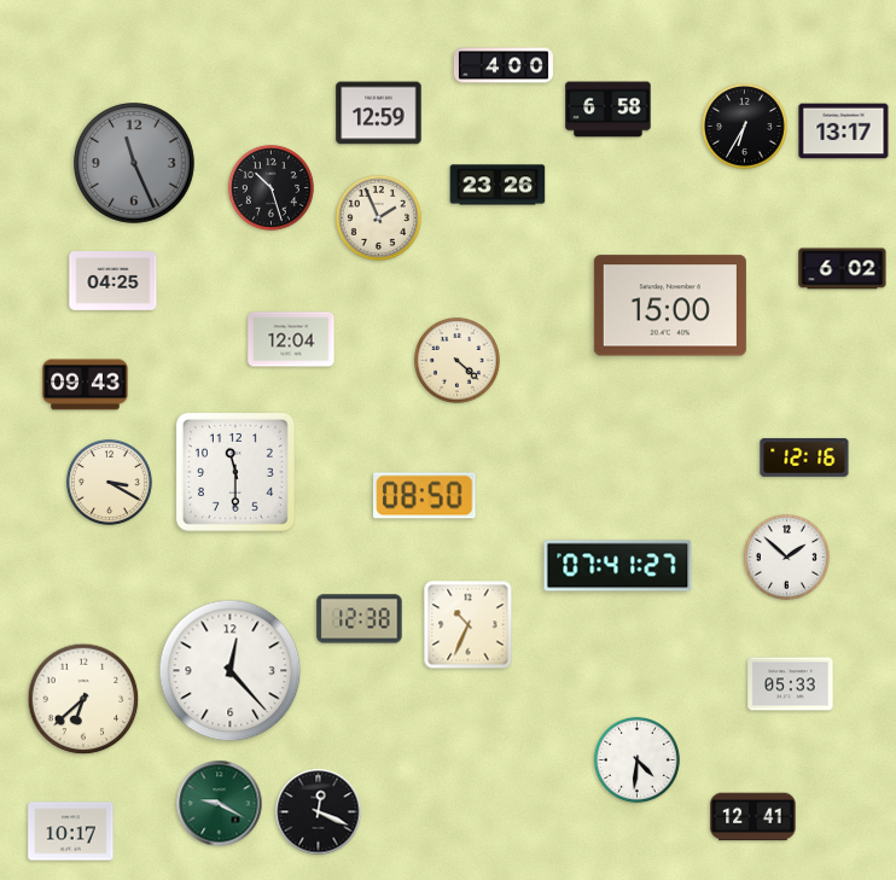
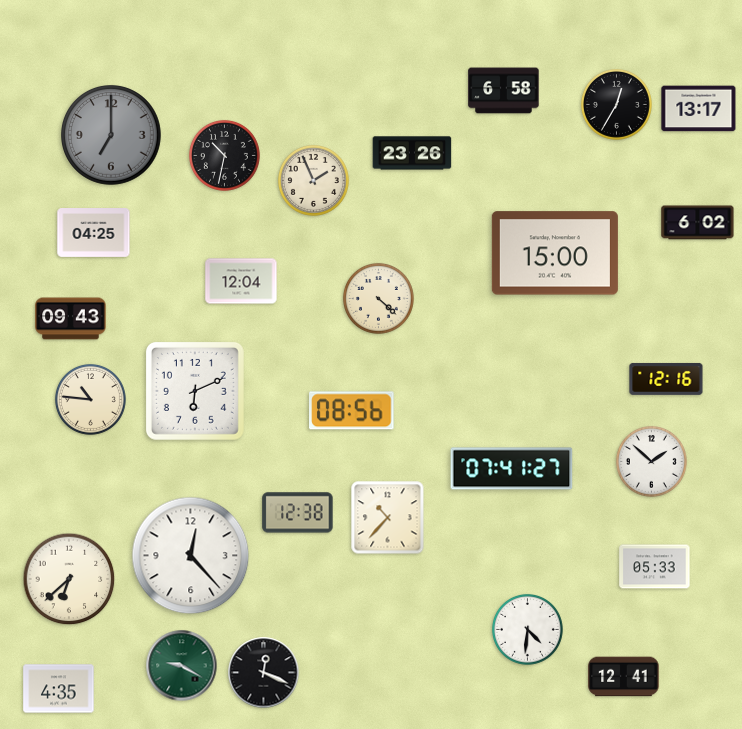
clock at (504, 65): 4:00 -> none
clock at (379, 113): 12:59 -> none
clock at (744, 126): 6:35 -> 12:35
clock at (135, 164): 11:26 -> 7:00
clock at (270, 187): 10:27 -> 10:32
clock at (235, 472): 11:30 -> 6:11
clock at (109, 482): 3:20 -> 10:46
clock at (425, 496): 08:50 -> 08:56
clock at (469, 625): 10:34 -> 10:37
clock at (71, 832): 10:17 -> 4:35
